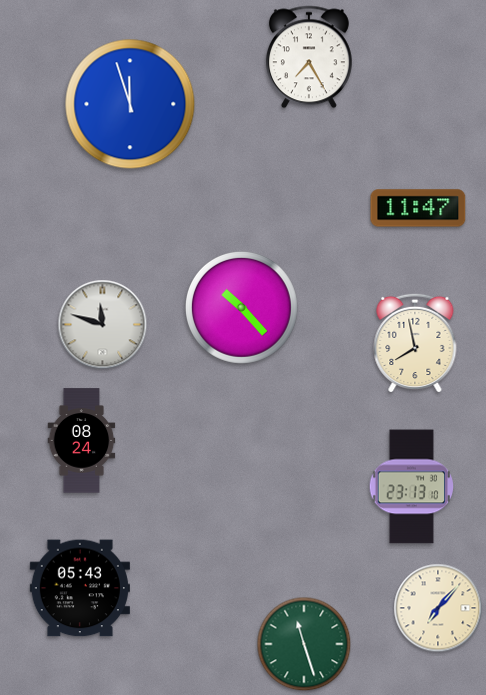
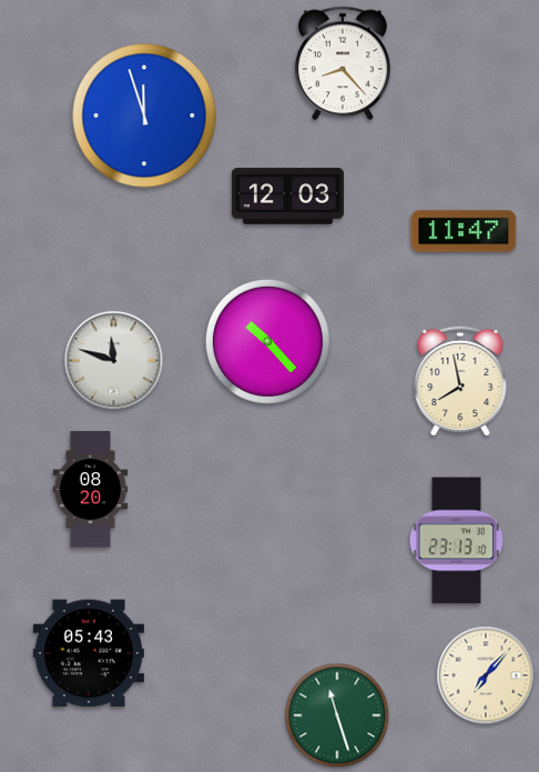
clock at (309, 57): 7:25 -> 8:23
clock at (287, 197): none -> 12:03
clock at (82, 441): 08:24 -> 08:20
